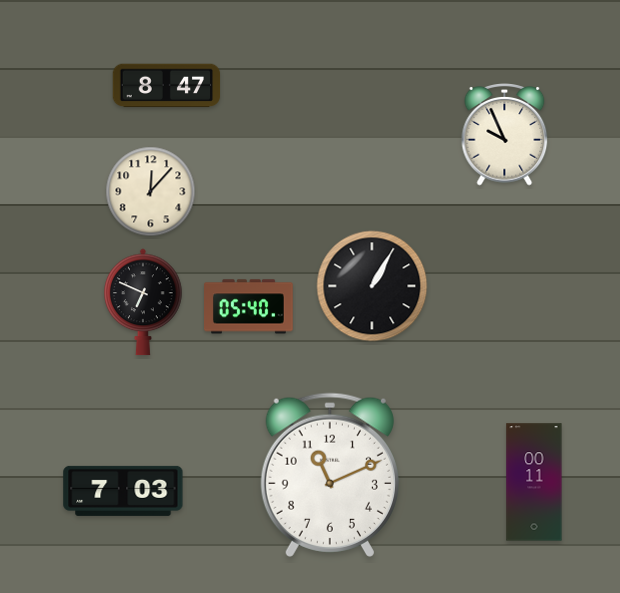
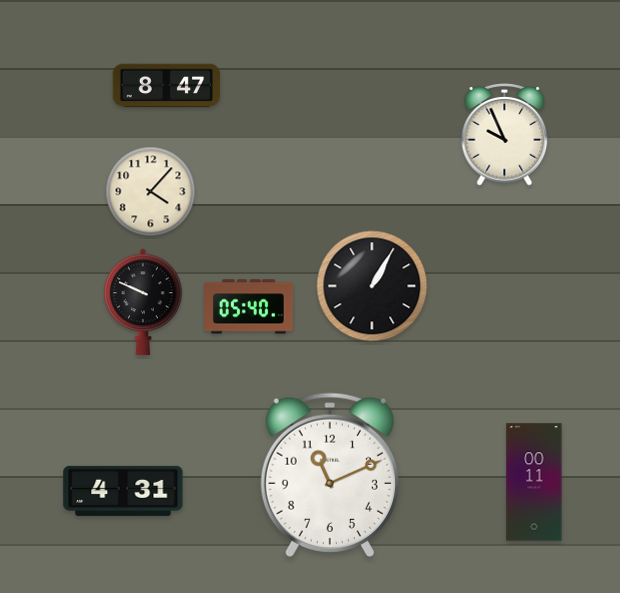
clock at (151, 192): 12:07 -> 4:07
clock at (143, 302): 6:49 -> 9:49
clock at (123, 491): 7:03 -> 4:31
